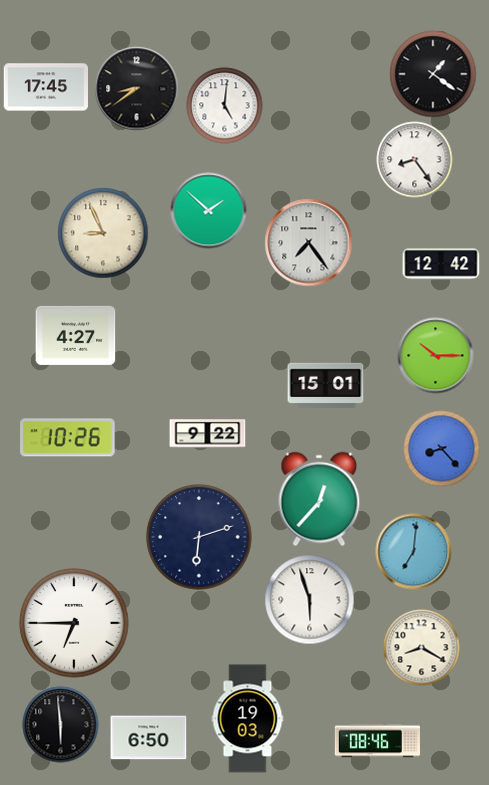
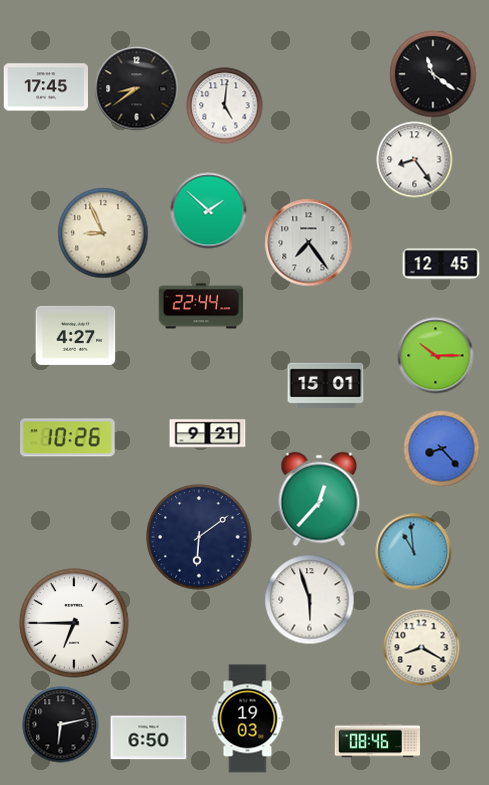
clock at (433, 74): 1:21 -> 11:21
clock at (441, 264): 12:42 -> 12:45
clock at (200, 306): none -> 22:44
clock at (208, 434): 9:22 -> 9:21
clock at (199, 537): 6:12 -> 6:09
clock at (414, 552): 7:01 -> 10:59
clock at (61, 725): 5:59 -> 6:13
